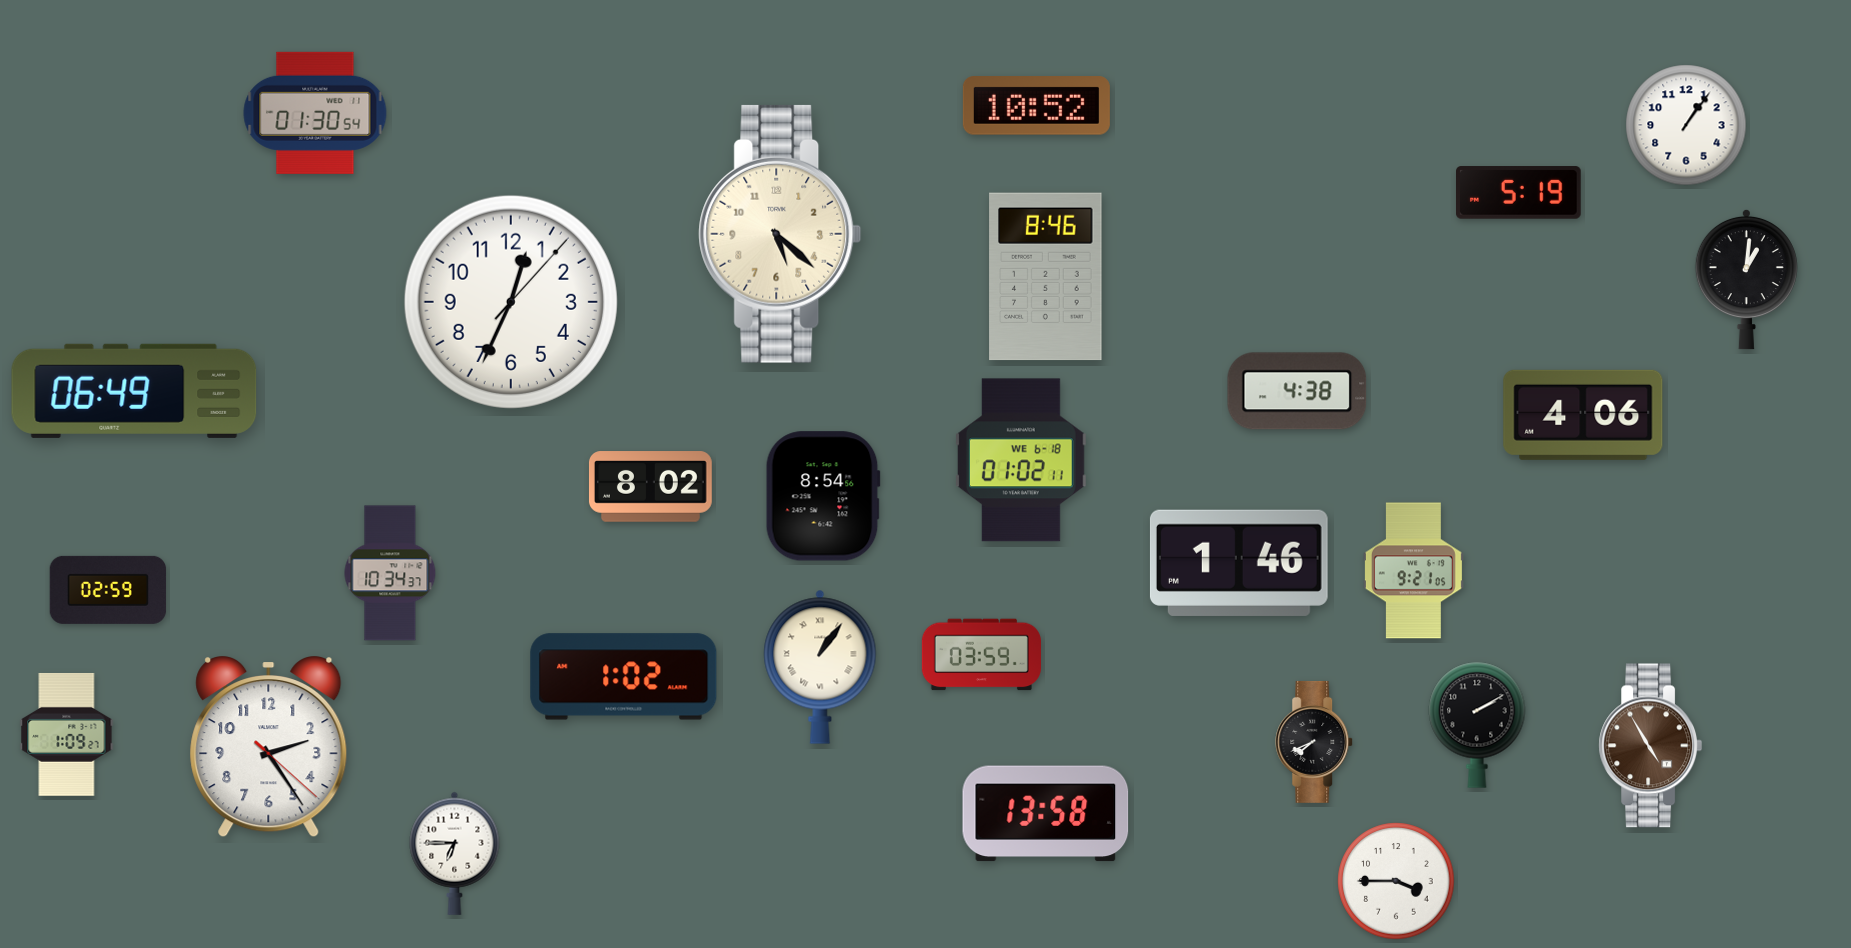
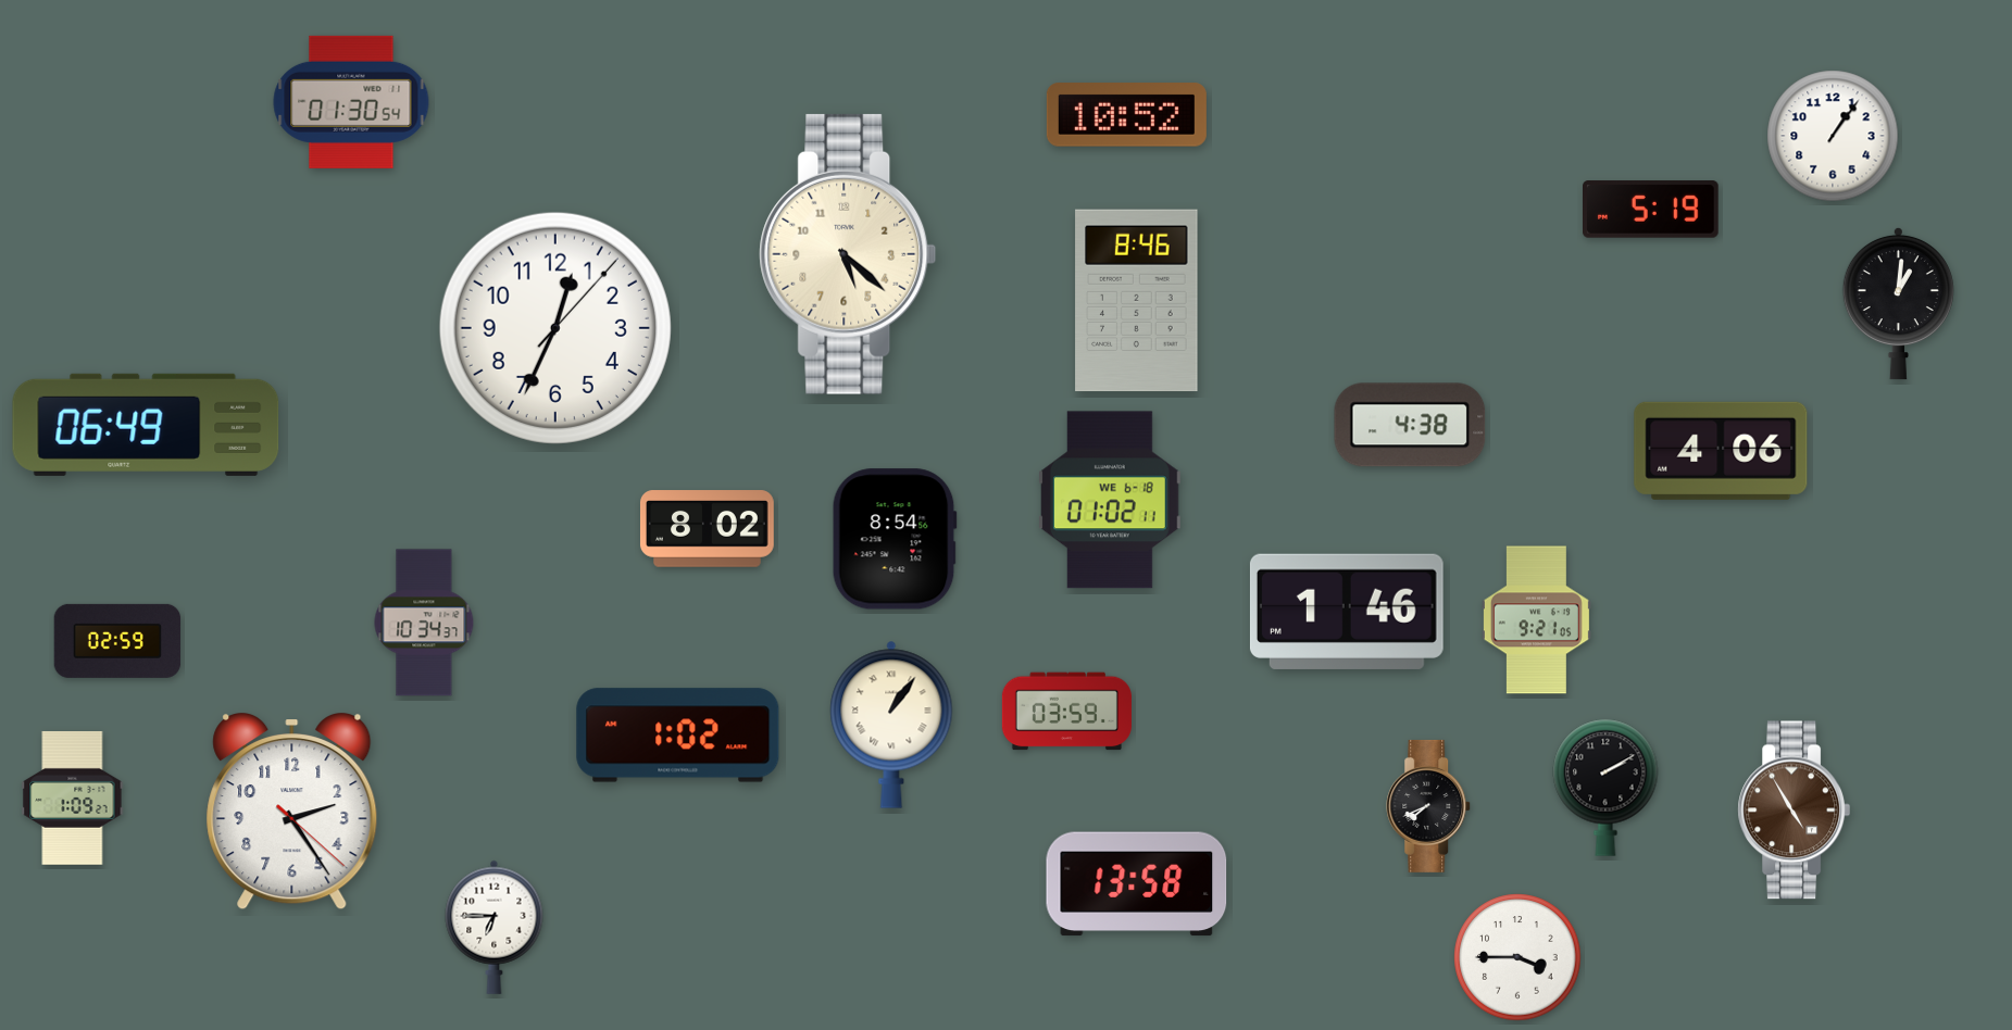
clock at (315, 113) position: (315, 113) -> (351, 102)
